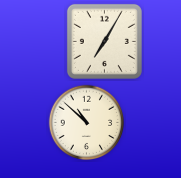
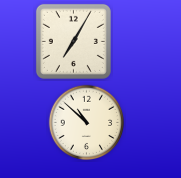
clock at (104, 41) position: (104, 41) -> (73, 41)
